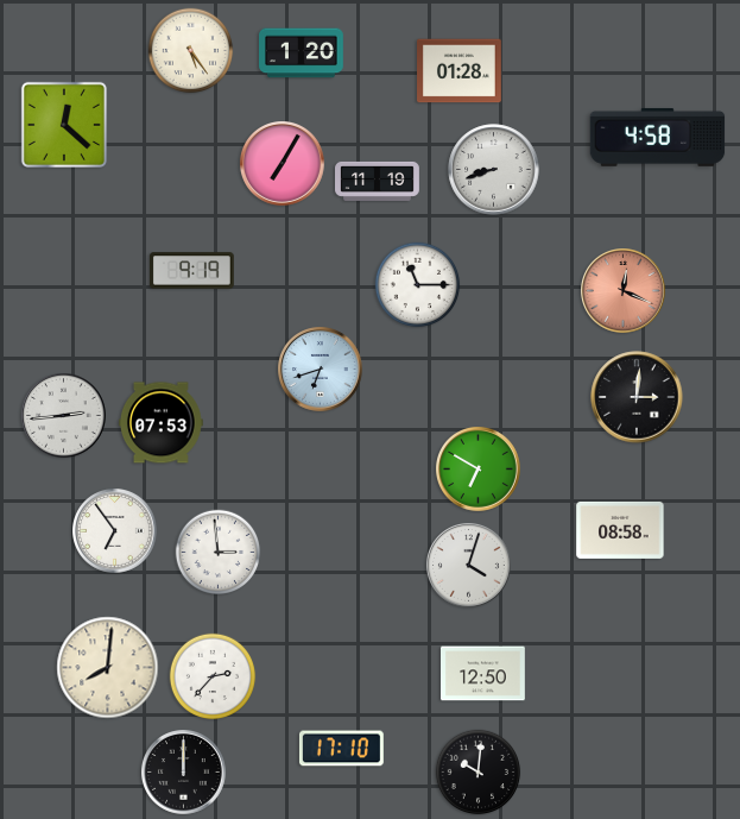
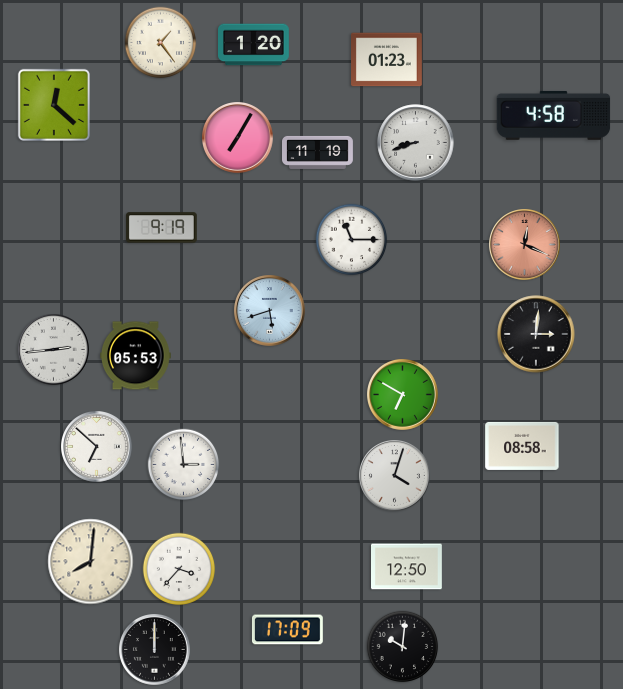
clock at (191, 51): 5:24 -> 1:24
clock at (460, 71): 01:28 -> 01:23
clock at (321, 370): 6:42 -> 5:42
clock at (162, 423): 07:53 -> 05:53
clock at (115, 531): 6:54 -> 6:52
clock at (213, 676): 2:37 -> 3:37
clock at (341, 749): 17:10 -> 17:09
clock at (479, 773) position: (479, 773) -> (403, 647)
